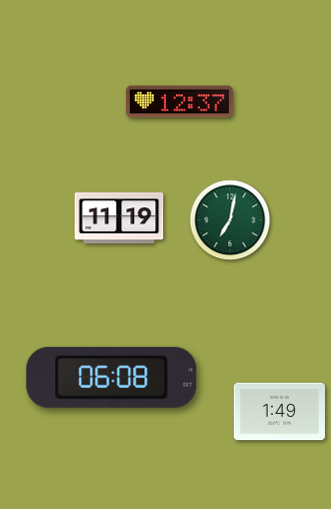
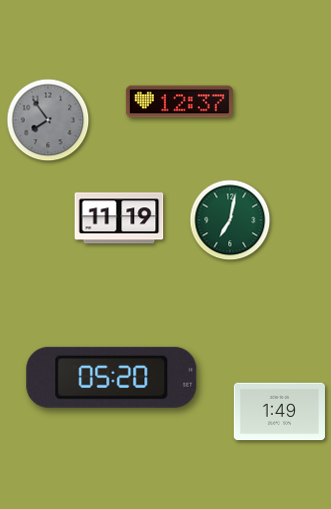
clock at (48, 120): none -> 7:54
clock at (112, 377): 06:08 -> 05:20
